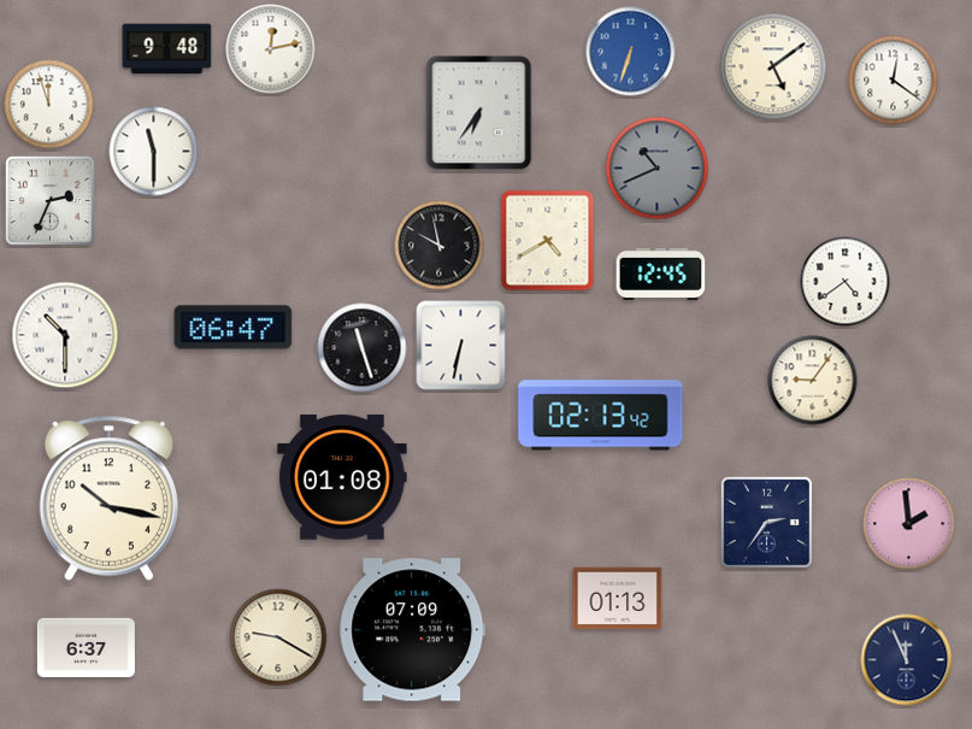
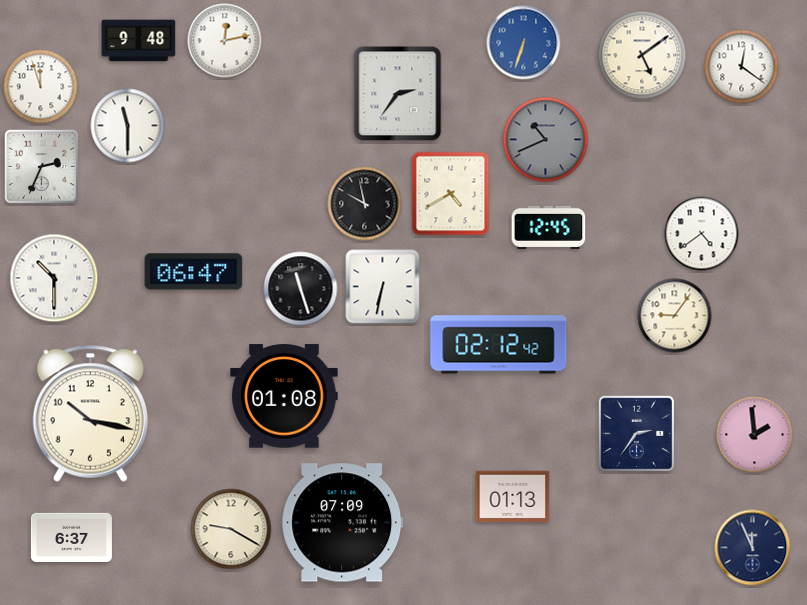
clock at (479, 113): 6:36 -> 2:36
clock at (548, 241) position: (548, 241) -> (451, 194)
clock at (601, 416): 02:13 -> 02:12
